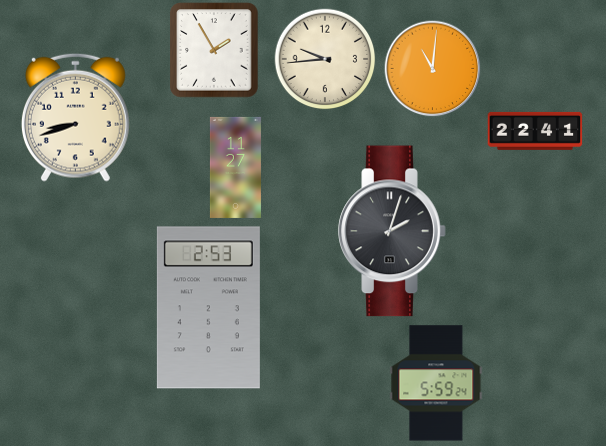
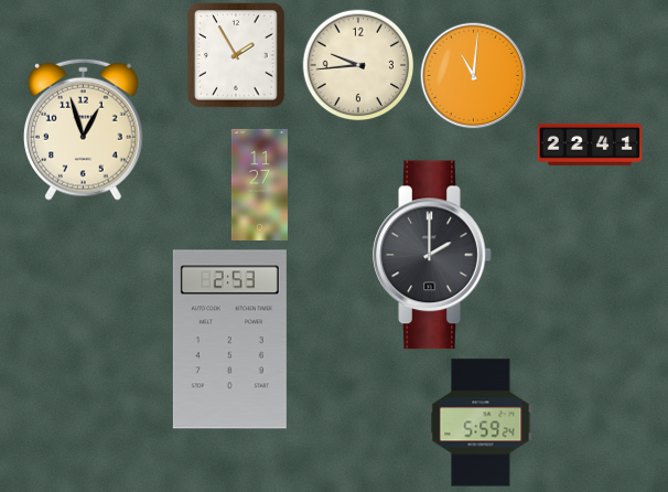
clock at (433, 69) position: (433, 69) -> (474, 76)
clock at (75, 117): 8:42 -> 12:57
clock at (392, 231): 2:03 -> 2:00
